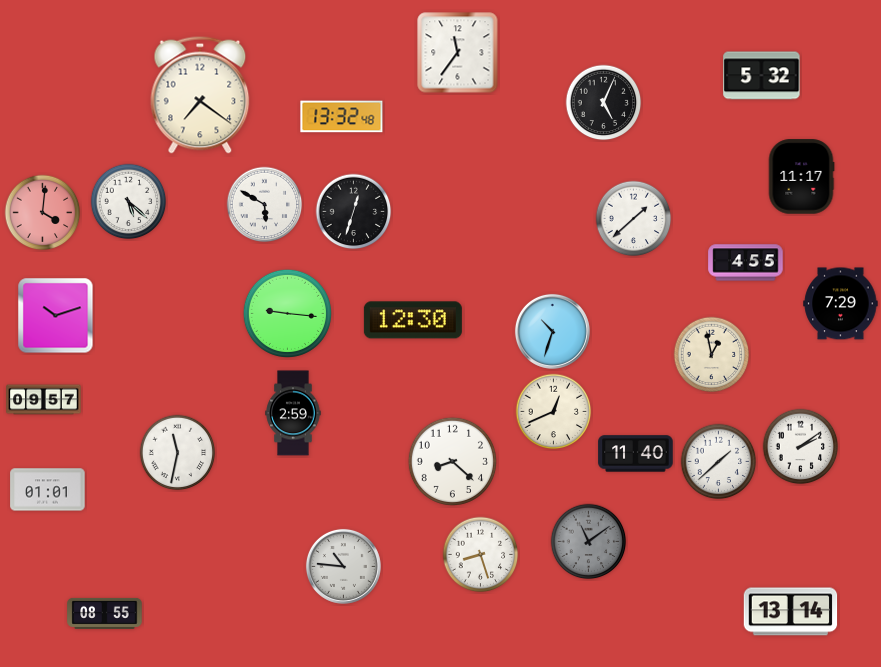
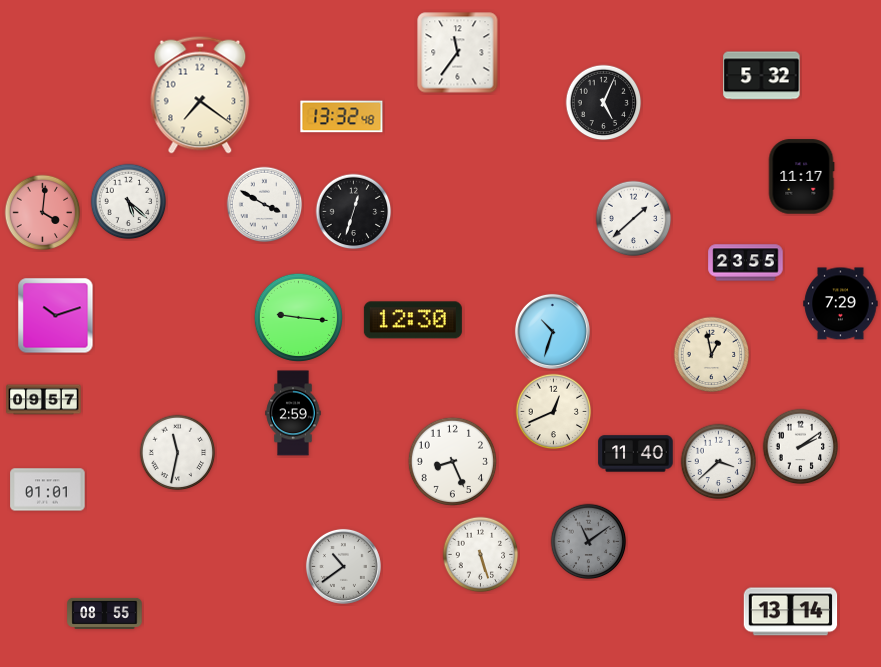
clock at (265, 205): 5:50 -> 3:50
clock at (746, 263): 4:55 -> 23:55
clock at (287, 313) position: (287, 313) -> (298, 317)
clock at (452, 461): 8:22 -> 8:26
clock at (719, 462): 1:38 -> 3:38
clock at (481, 555): 8:27 -> 5:27
clock at (343, 566): 10:46 -> 10:39
